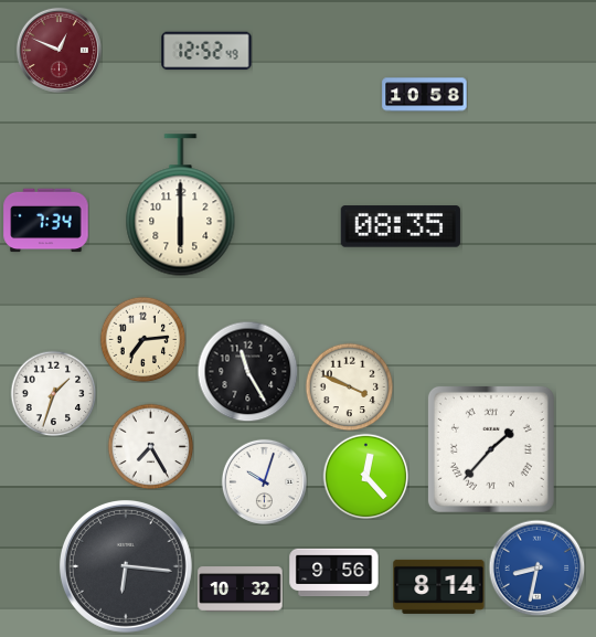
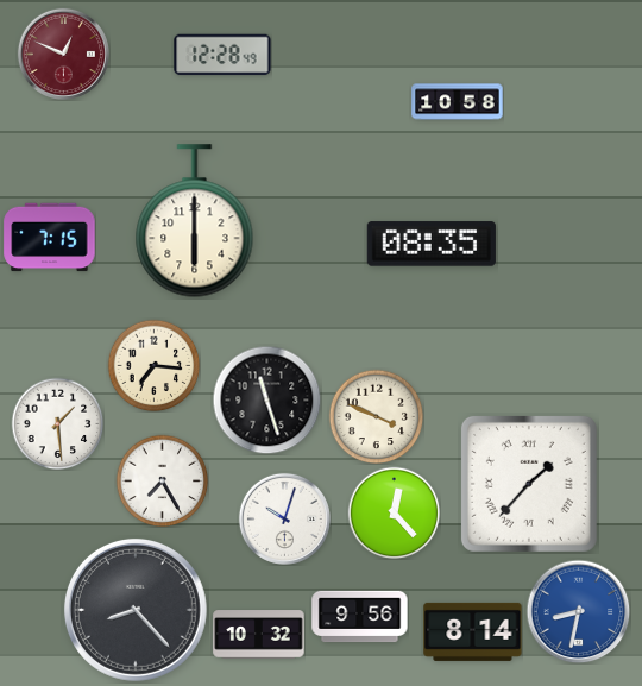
clock at (206, 51): 12:52 -> 12:28
clock at (46, 221): 7:34 -> 7:15
clock at (142, 339): 7:14 -> 7:16
clock at (247, 371): 11:25 -> 11:27
clock at (53, 393): 1:33 -> 1:29
clock at (126, 566): 6:16 -> 8:23
